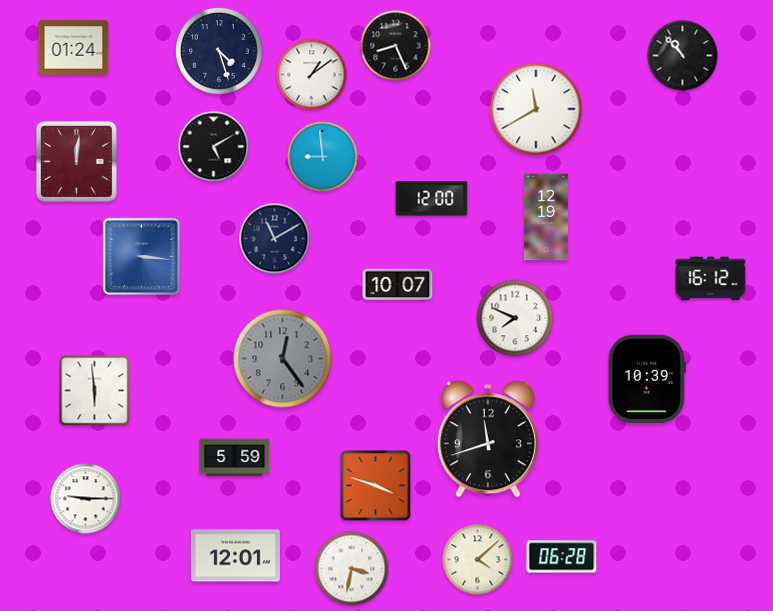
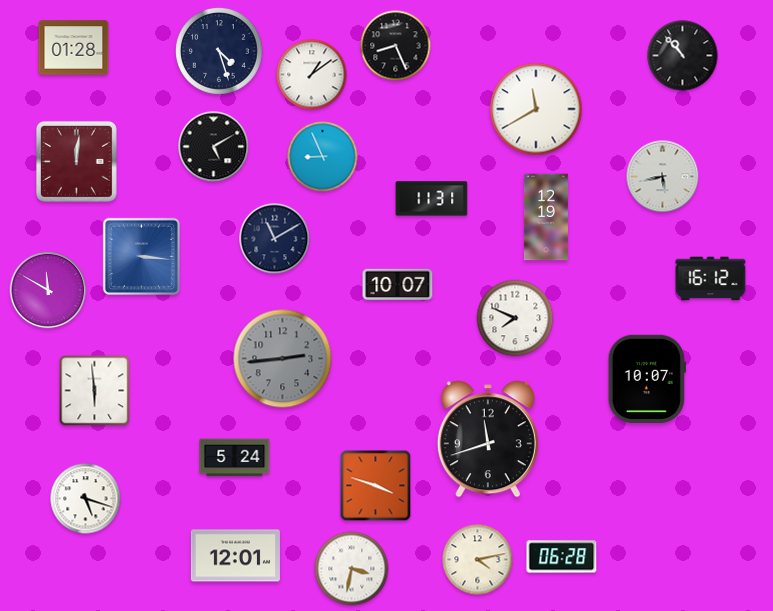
clock at (74, 48): 01:24 -> 01:28
clock at (323, 157): 8:59 -> 8:56
clock at (663, 177): none -> 5:43
clock at (432, 199): 12:00 -> 11:31
clock at (48, 290): none -> 11:50
clock at (283, 359): 12:24 -> 2:44
clock at (647, 378): 10:39 -> 10:07
clock at (235, 458): 5:59 -> 5:24
clock at (86, 499): 9:15 -> 5:18
clock at (478, 560): 4:08 -> 4:13
